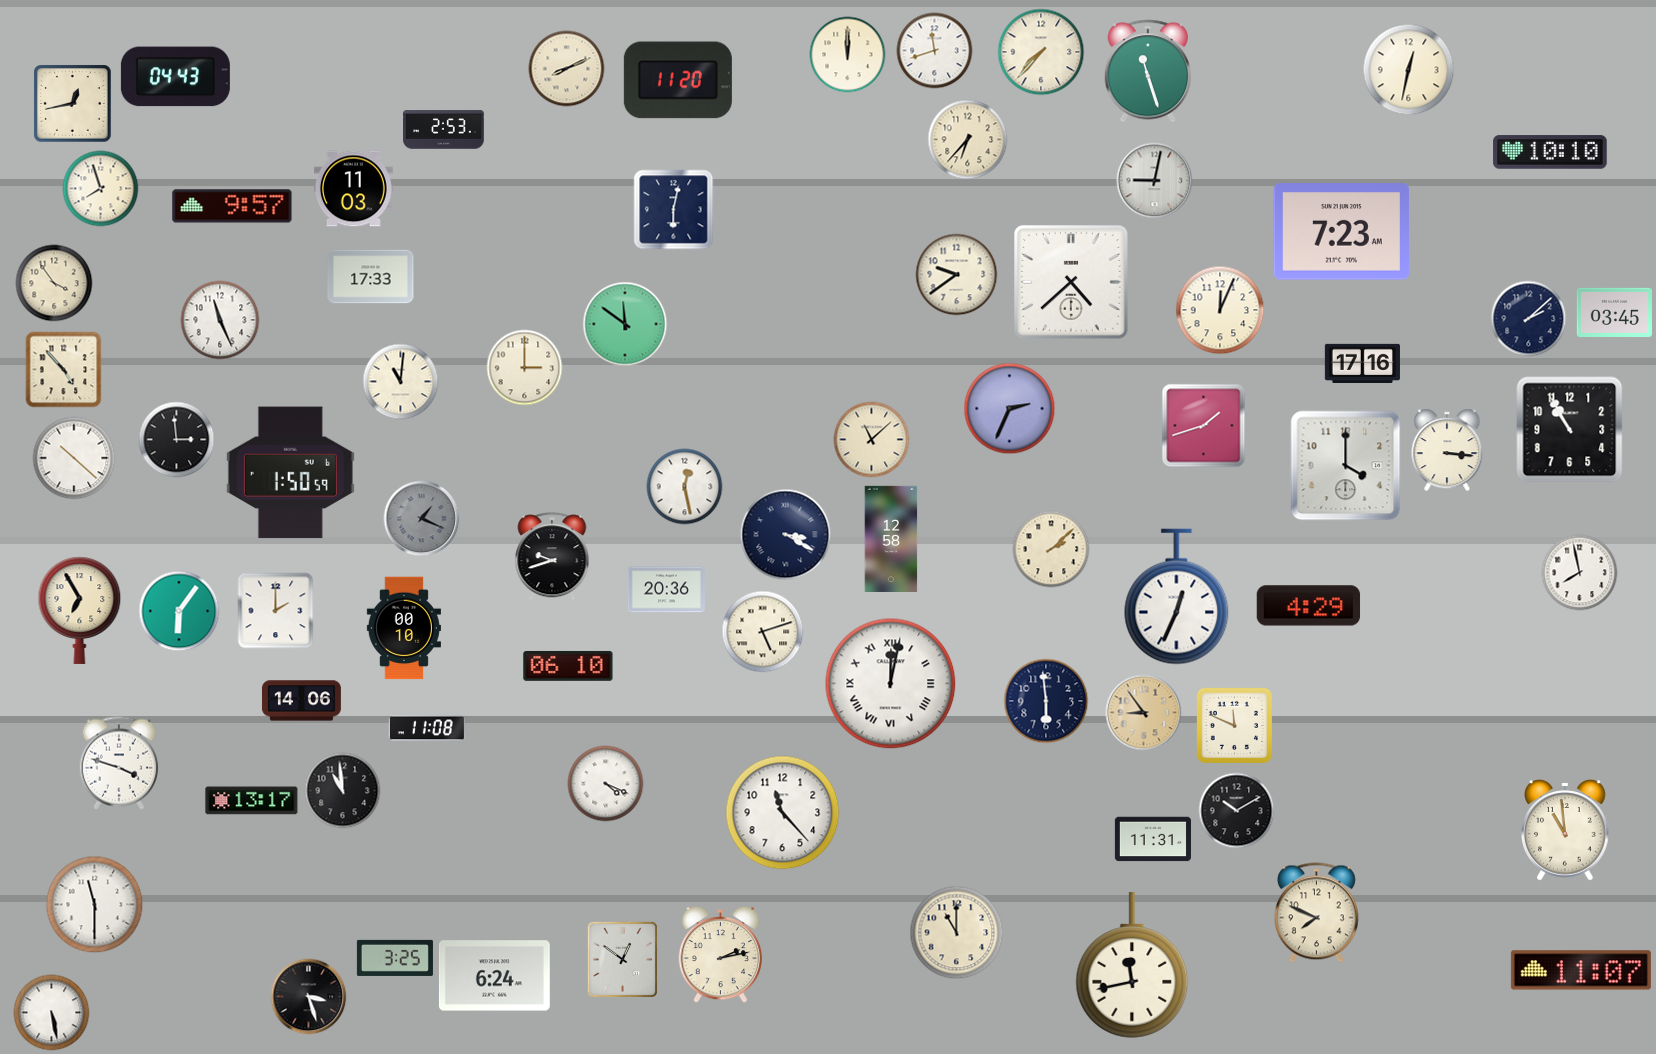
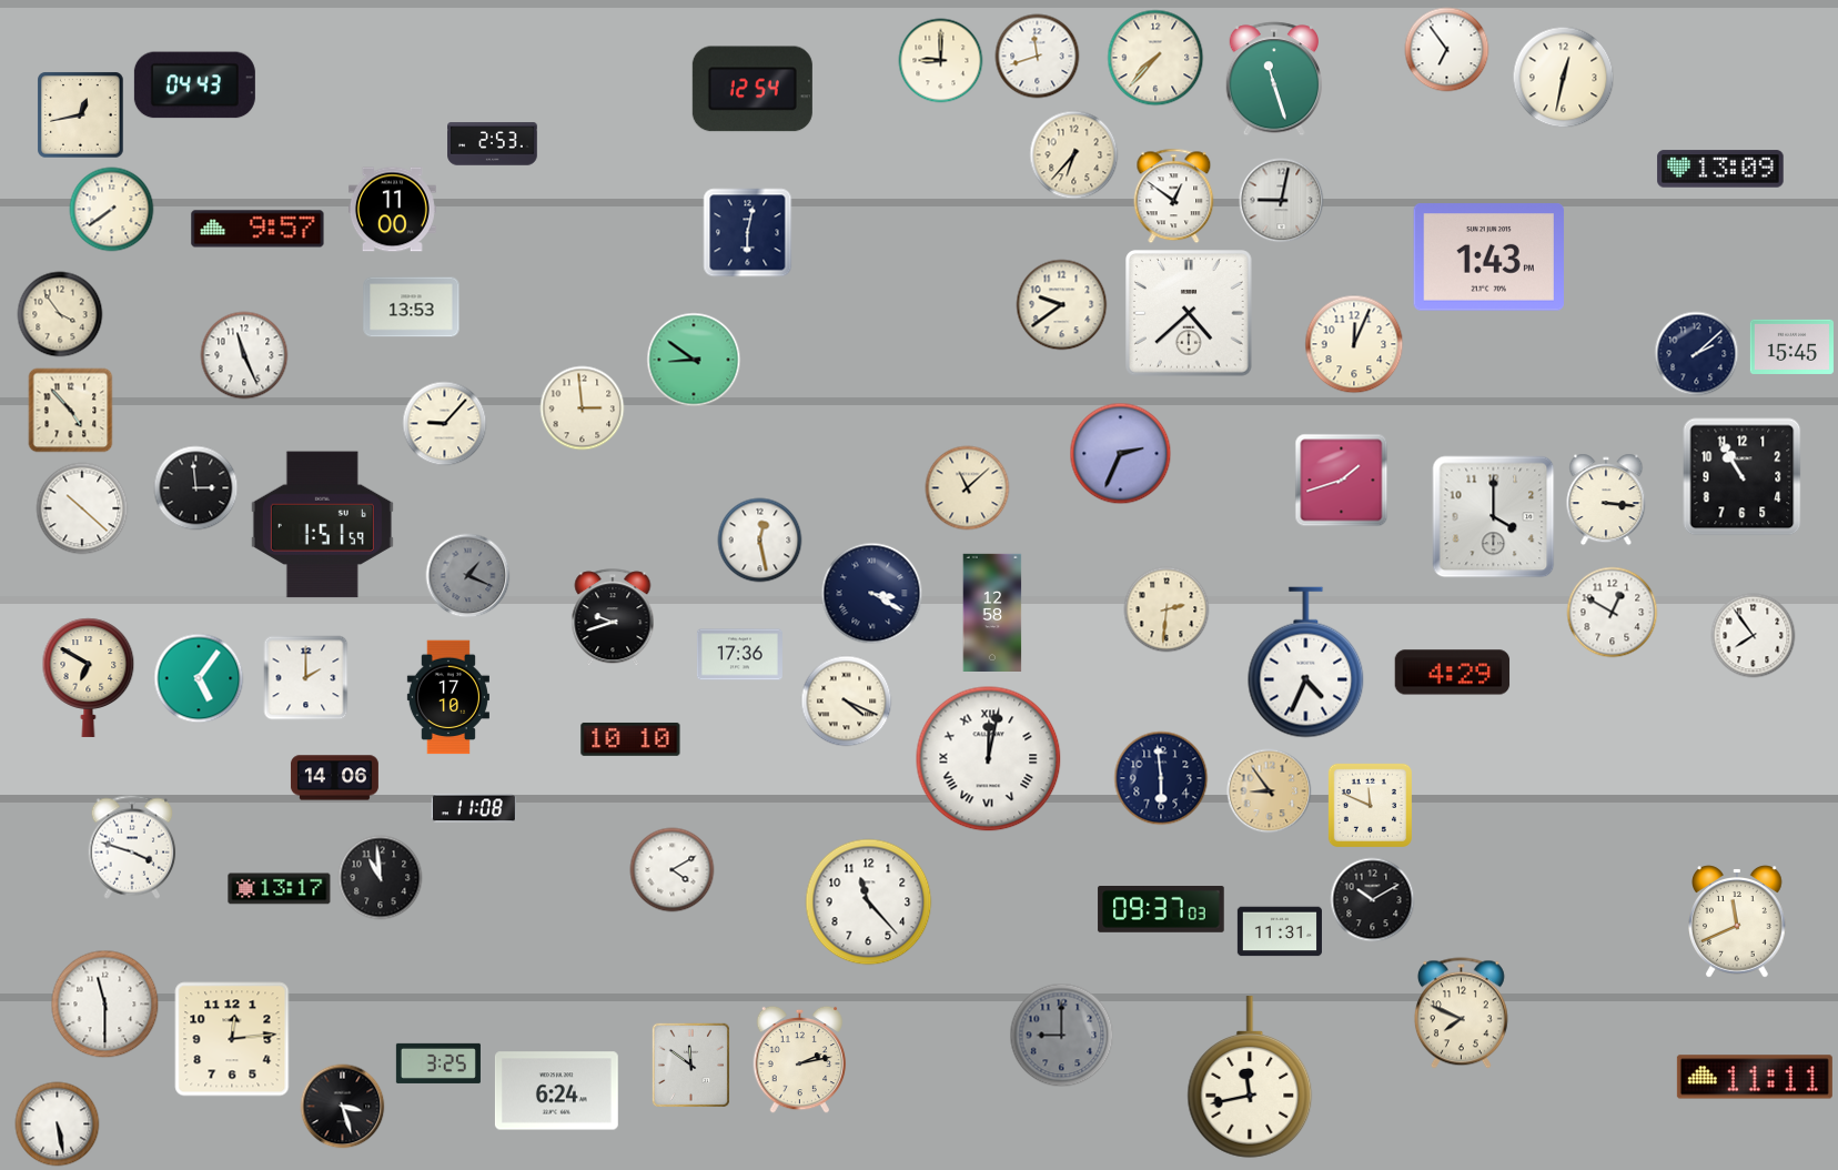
clock at (1447, 50): none -> 6:54
clock at (848, 55): 12:00 -> 9:00
clock at (567, 69): 8:11 -> none
clock at (678, 80): 11:20 -> 12:54
clock at (1550, 152): 10:10 -> 13:09
clock at (1174, 196): none -> 12:51
clock at (101, 189): 7:57 -> 7:39
clock at (353, 189): 11:03 -> 11:00
clock at (1341, 232): 7:23 -> 1:43
clock at (371, 277): 17:33 -> 13:53
clock at (1614, 312): 03:45 -> 15:45
clock at (625, 324): 11:51 -> 8:51
clock at (1362, 363): 17:16 -> none
clock at (525, 368): 3:00 -> 2:59
clock at (401, 382): 11:01 -> 9:07
clock at (1204, 426) position: (1204, 426) -> (1342, 481)
clock at (290, 473): 1:50 -> 1:51
clock at (891, 539) position: (891, 539) -> (992, 613)
clock at (1051, 549): 2:08 -> 2:31
clock at (1613, 613): none -> 12:50
clock at (1580, 573): 7:58 -> 7:54
clock at (666, 590): 20:36 -> 17:36
clock at (1177, 597): 12:34 -> 4:34
clock at (80, 610): 6:55 -> 6:50
clock at (179, 611): 6:06 -> 5:06
clock at (404, 628): 00:10 -> 17:10
clock at (763, 632): 5:12 -> 4:19
clock at (568, 666): 06:10 -> 10:10
clock at (606, 784): 4:19 -> 4:10
clock at (1161, 910): none -> 09:37
clock at (1566, 830): 10:59 -> 11:41
clock at (957, 933): 11:00 -> 9:00
clock at (957, 933) dial: cream -> grey
clock at (232, 1039): none -> 12:14
clock at (622, 959): 12:51 -> 11:51
clock at (1132, 965) position: (1132, 965) -> (1250, 1077)
clock at (1581, 970): 11:07 -> 11:11
clock at (494, 976) position: (494, 976) -> (556, 1091)
